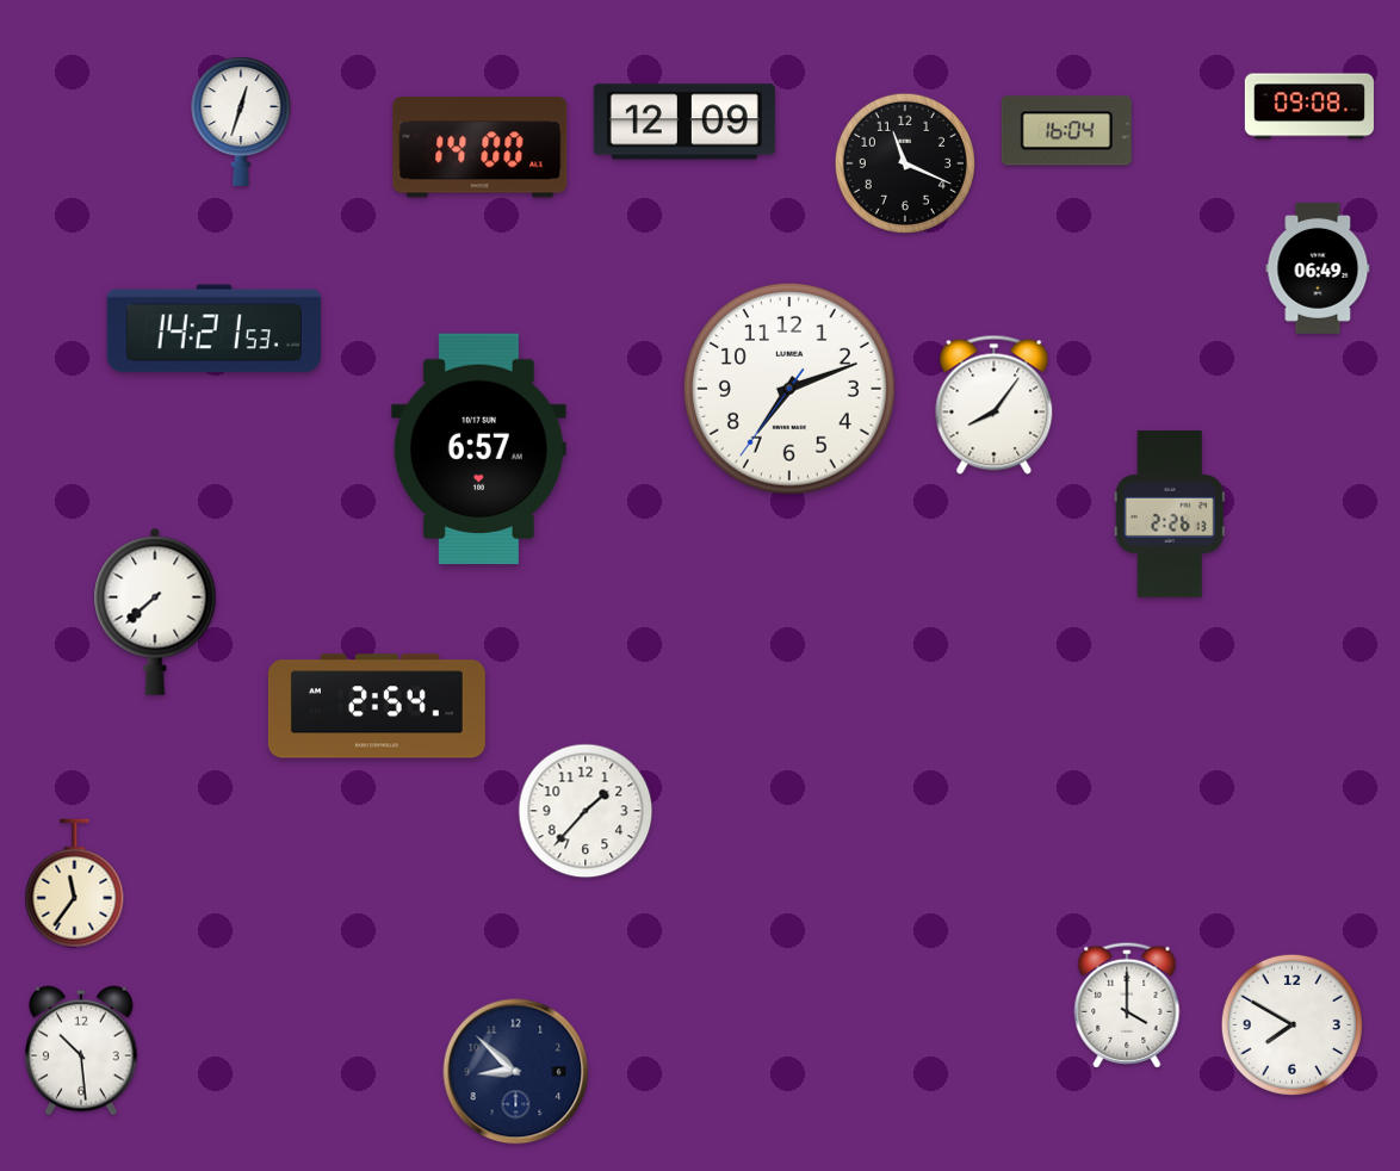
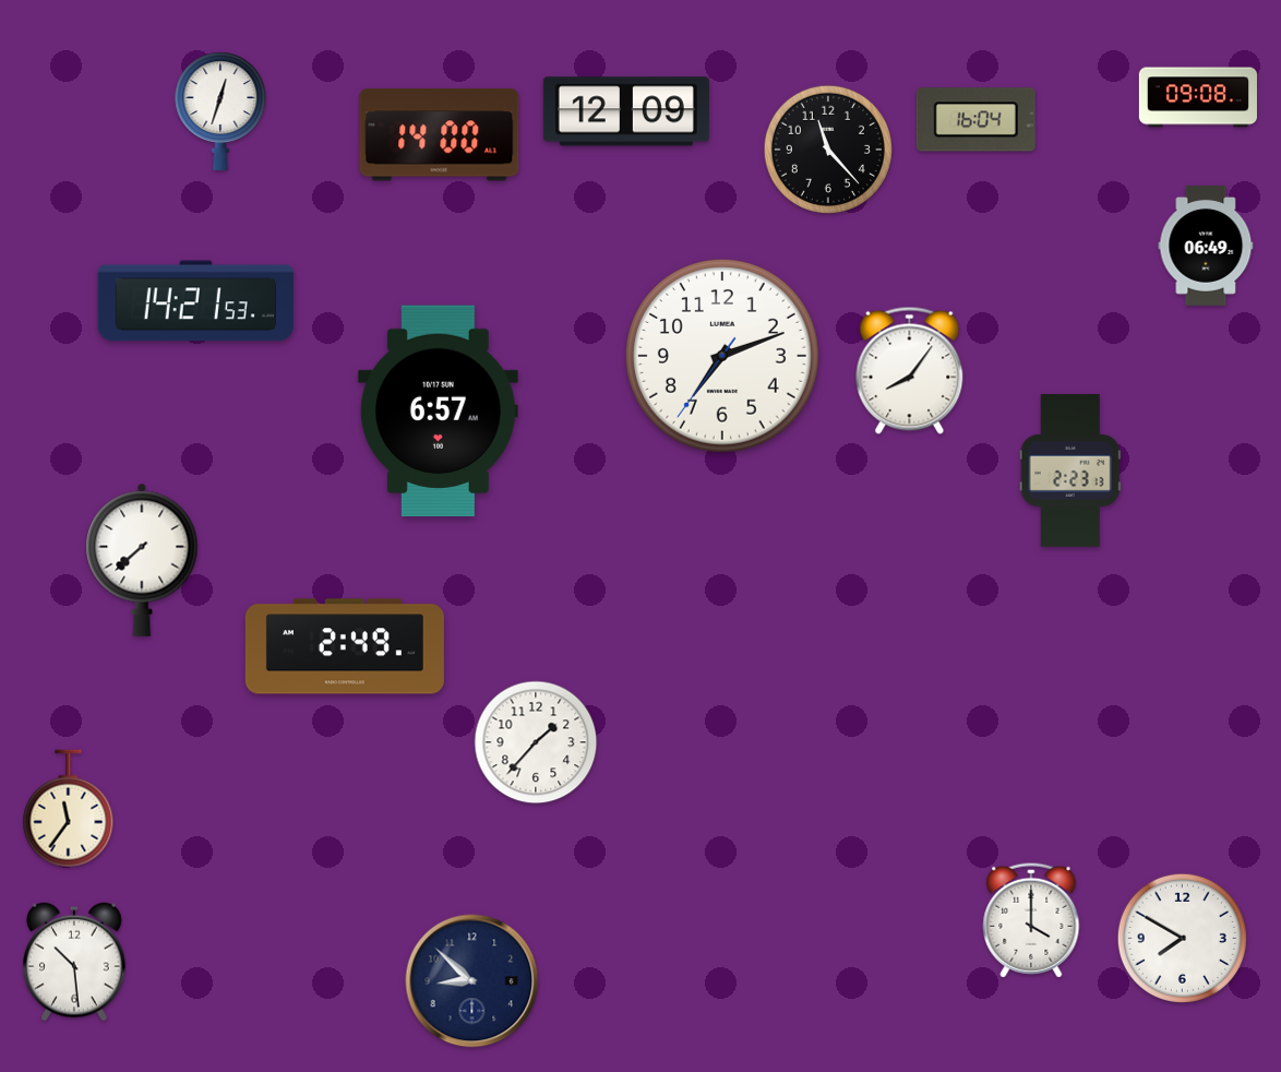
clock at (905, 163): 11:19 -> 11:23
clock at (1170, 515): 2:26 -> 2:23
clock at (377, 706): 2:54 -> 2:49
